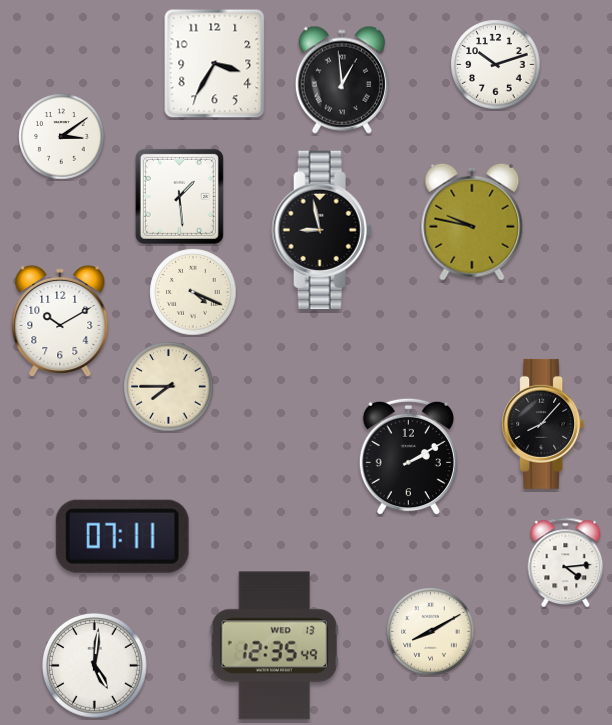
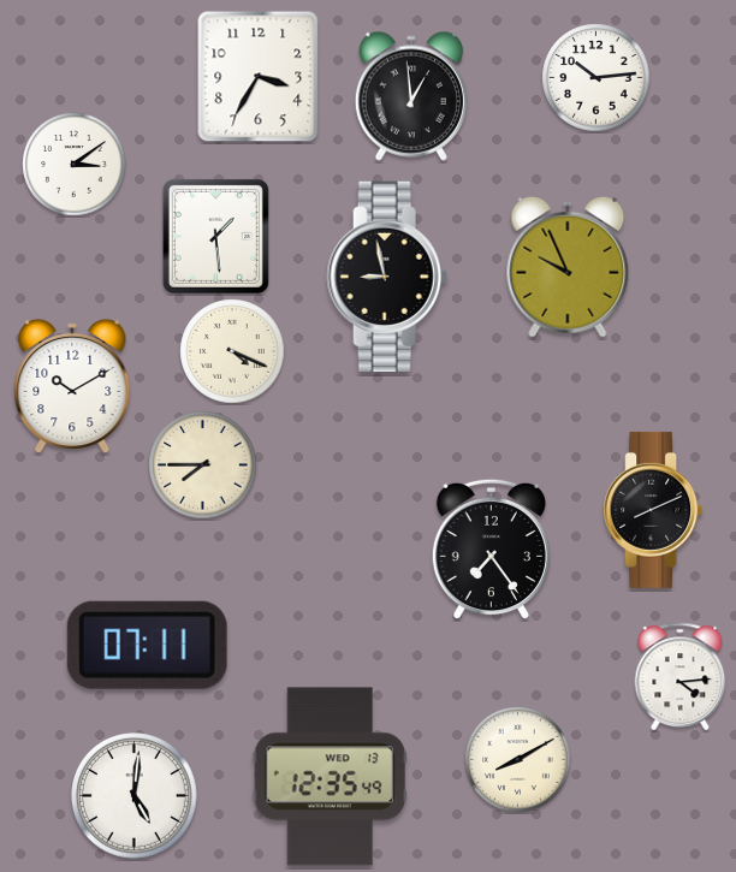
clock at (496, 65): 10:12 -> 10:14
clock at (472, 222): 9:47 -> 9:56
clock at (543, 424): 8:07 -> 8:11
clock at (408, 457): 2:10 -> 7:24
clock at (95, 666) position: (95, 666) -> (135, 796)
